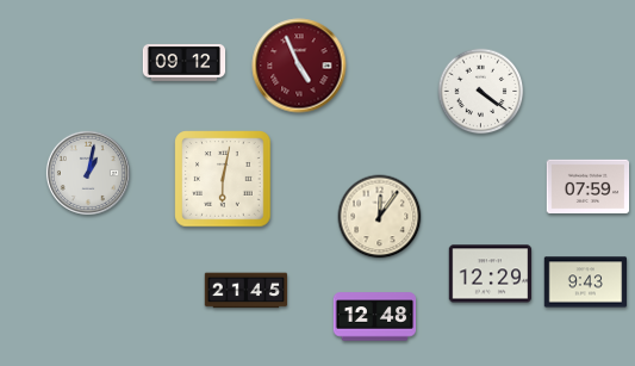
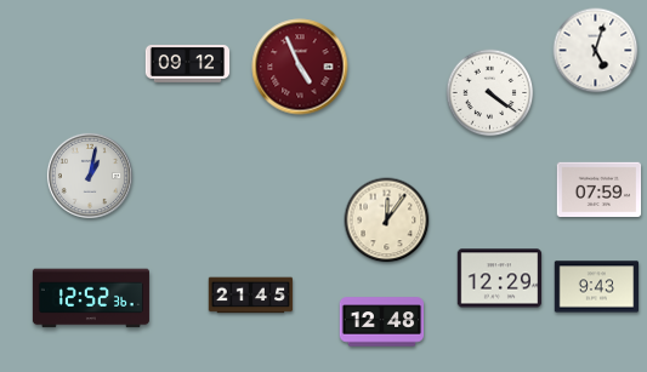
clock at (596, 51): none -> 5:03
clock at (299, 66) position: (299, 66) -> (300, 67)
clock at (223, 179): 6:02 -> none
clock at (91, 298): none -> 12:52
